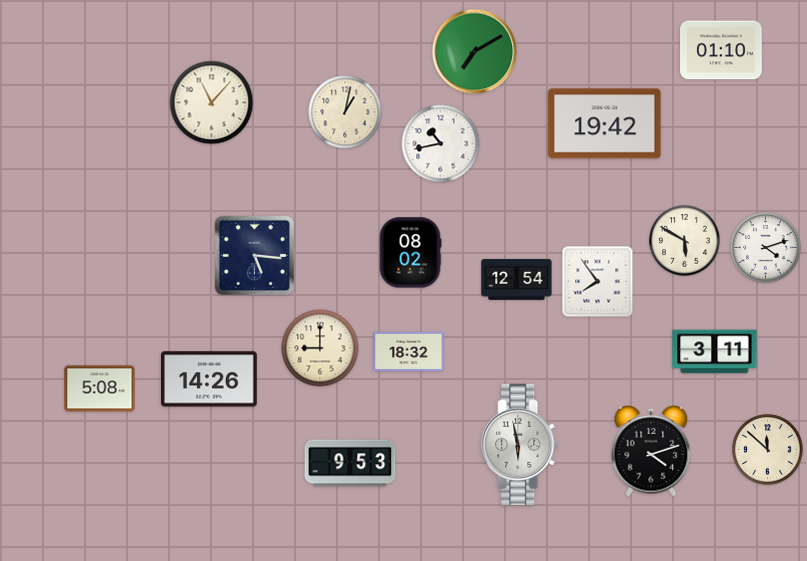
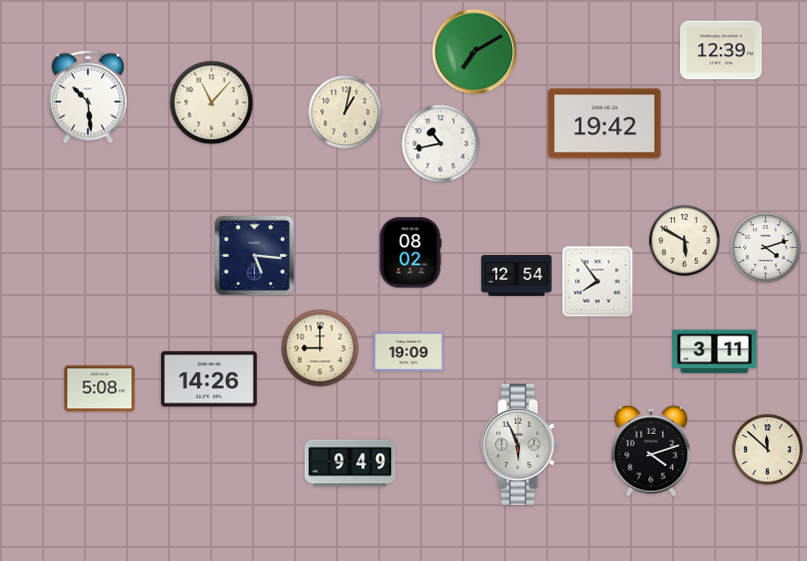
clock at (721, 50): 01:10 -> 12:39
clock at (88, 97): none -> 10:29
clock at (517, 279) position: (517, 279) -> (517, 275)
clock at (409, 352): 18:32 -> 19:09
clock at (520, 445): 5:58 -> 5:56
clock at (350, 463): 9:53 -> 9:49
